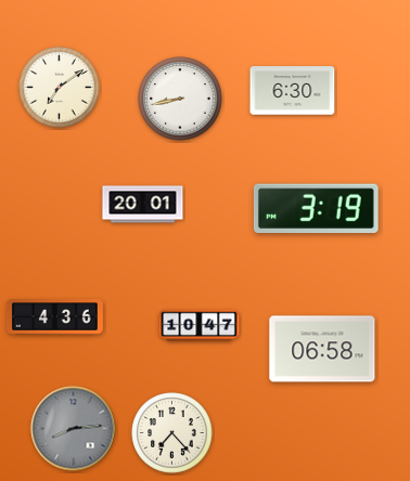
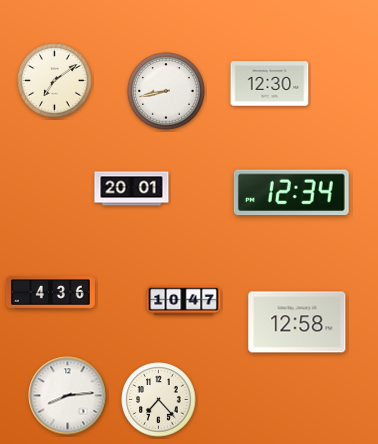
clock at (293, 91): 6:30 -> 12:30
clock at (316, 209): 3:19 -> 12:34
clock at (322, 349): 06:58 -> 12:58
clock at (74, 429) dial: grey -> white
